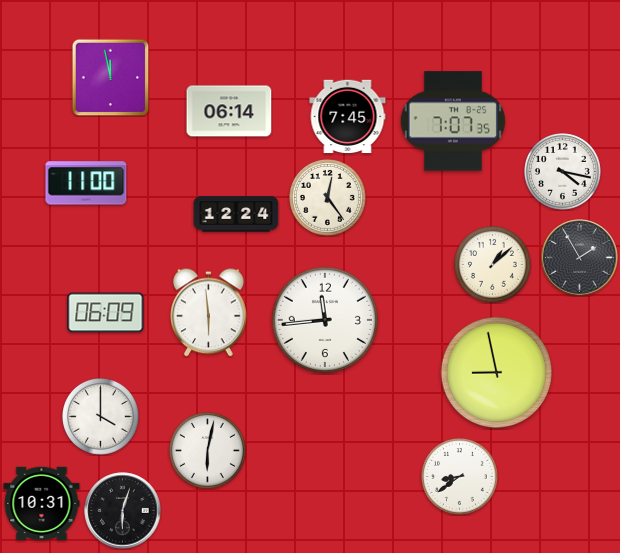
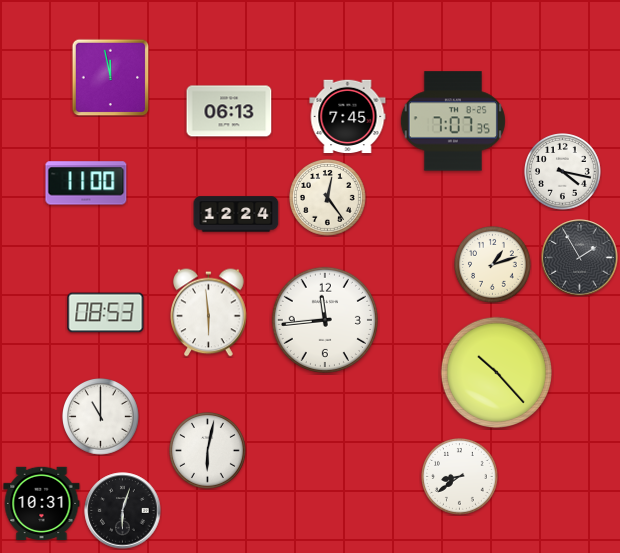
clock at (229, 111): 06:14 -> 06:13
clock at (493, 265): 1:08 -> 1:12
clock at (106, 313): 06:09 -> 08:53
clock at (496, 372): 8:58 -> 10:23
clock at (101, 417): 4:00 -> 11:00
